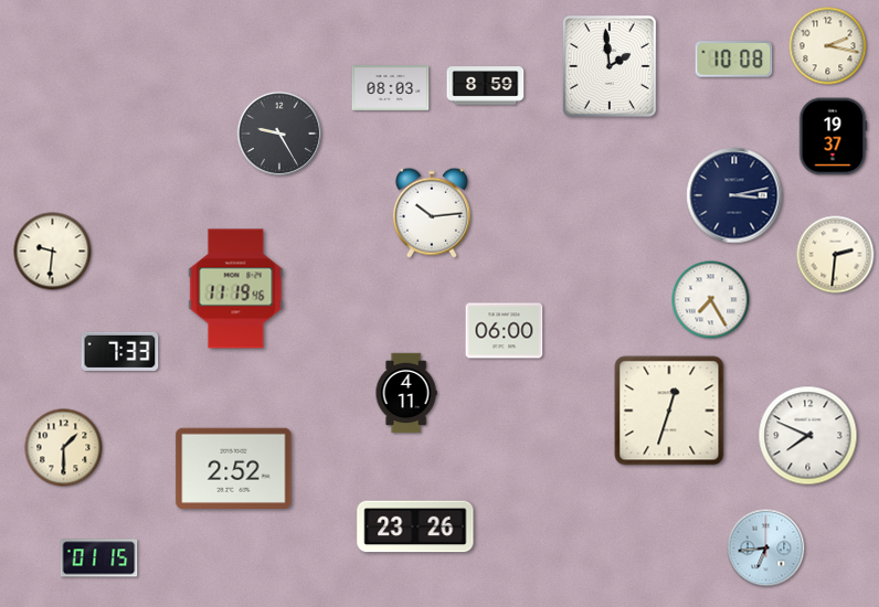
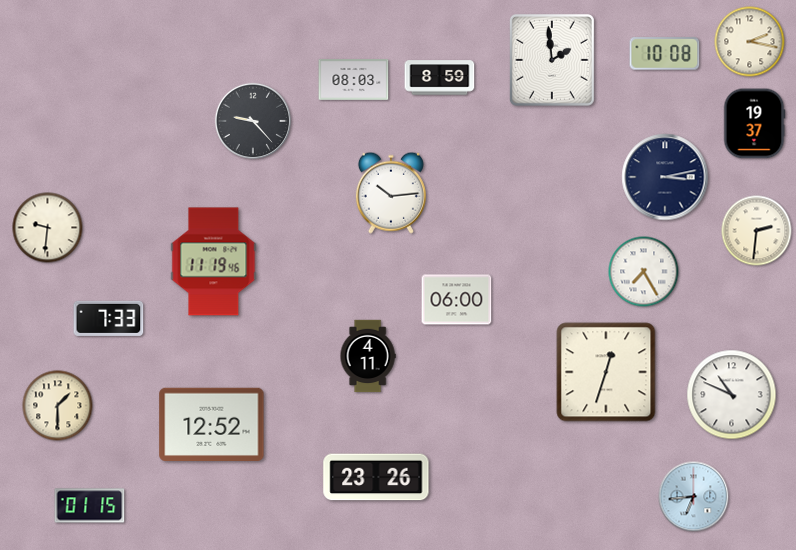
clock at (279, 134): 9:25 -> 9:23
clock at (808, 436): 7:49 -> 10:49
clock at (234, 468): 2:52 -> 12:52
